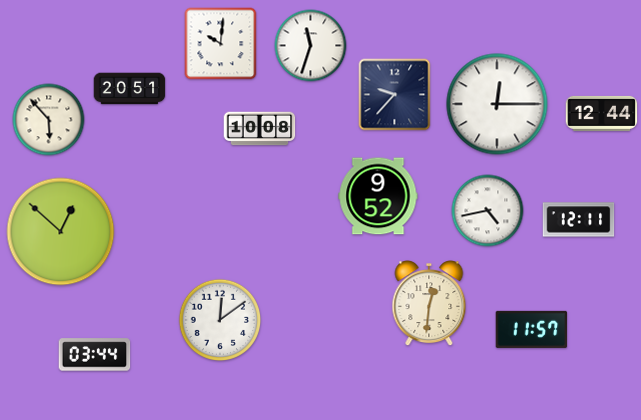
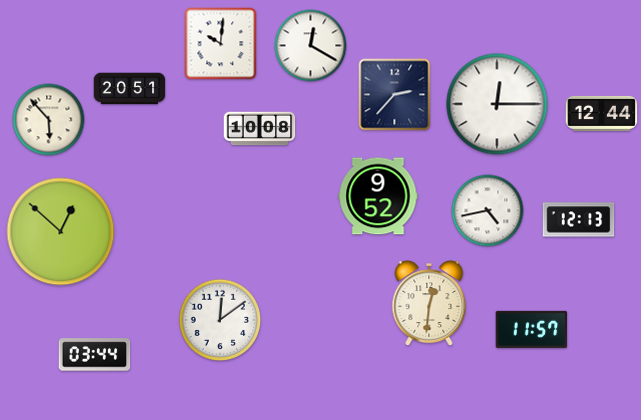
clock at (311, 46): 11:33 -> 12:20
clock at (395, 95): 9:37 -> 2:37
clock at (579, 220): 12:11 -> 12:13
